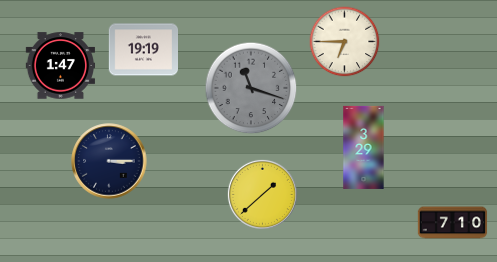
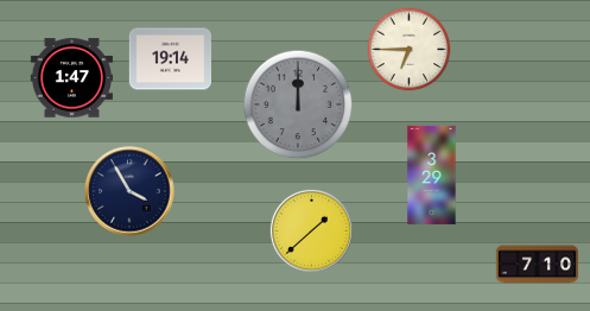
clock at (144, 50): 19:19 -> 19:14
clock at (251, 88): 11:18 -> 12:00
clock at (109, 161): 3:15 -> 3:55
